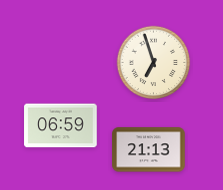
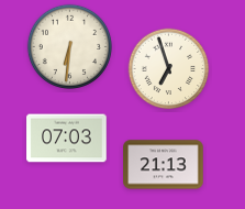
clock at (69, 46): none -> 6:31
clock at (61, 126): 06:59 -> 07:03
